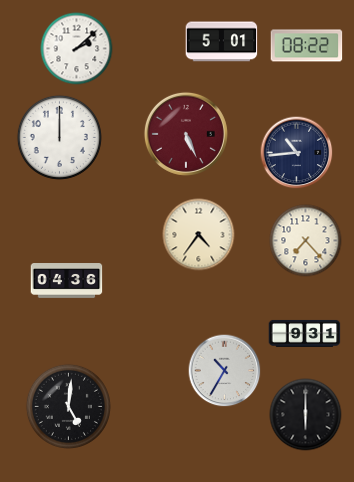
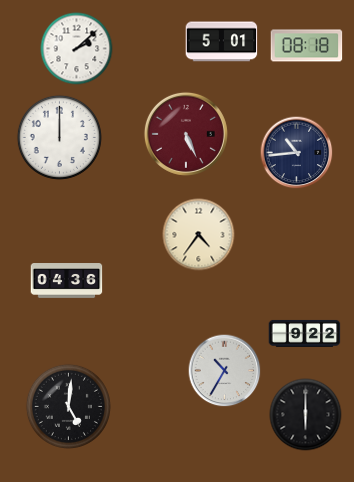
clock at (307, 46): 08:22 -> 08:18
clock at (306, 241): 7:23 -> none
clock at (305, 333): 9:31 -> 9:22
